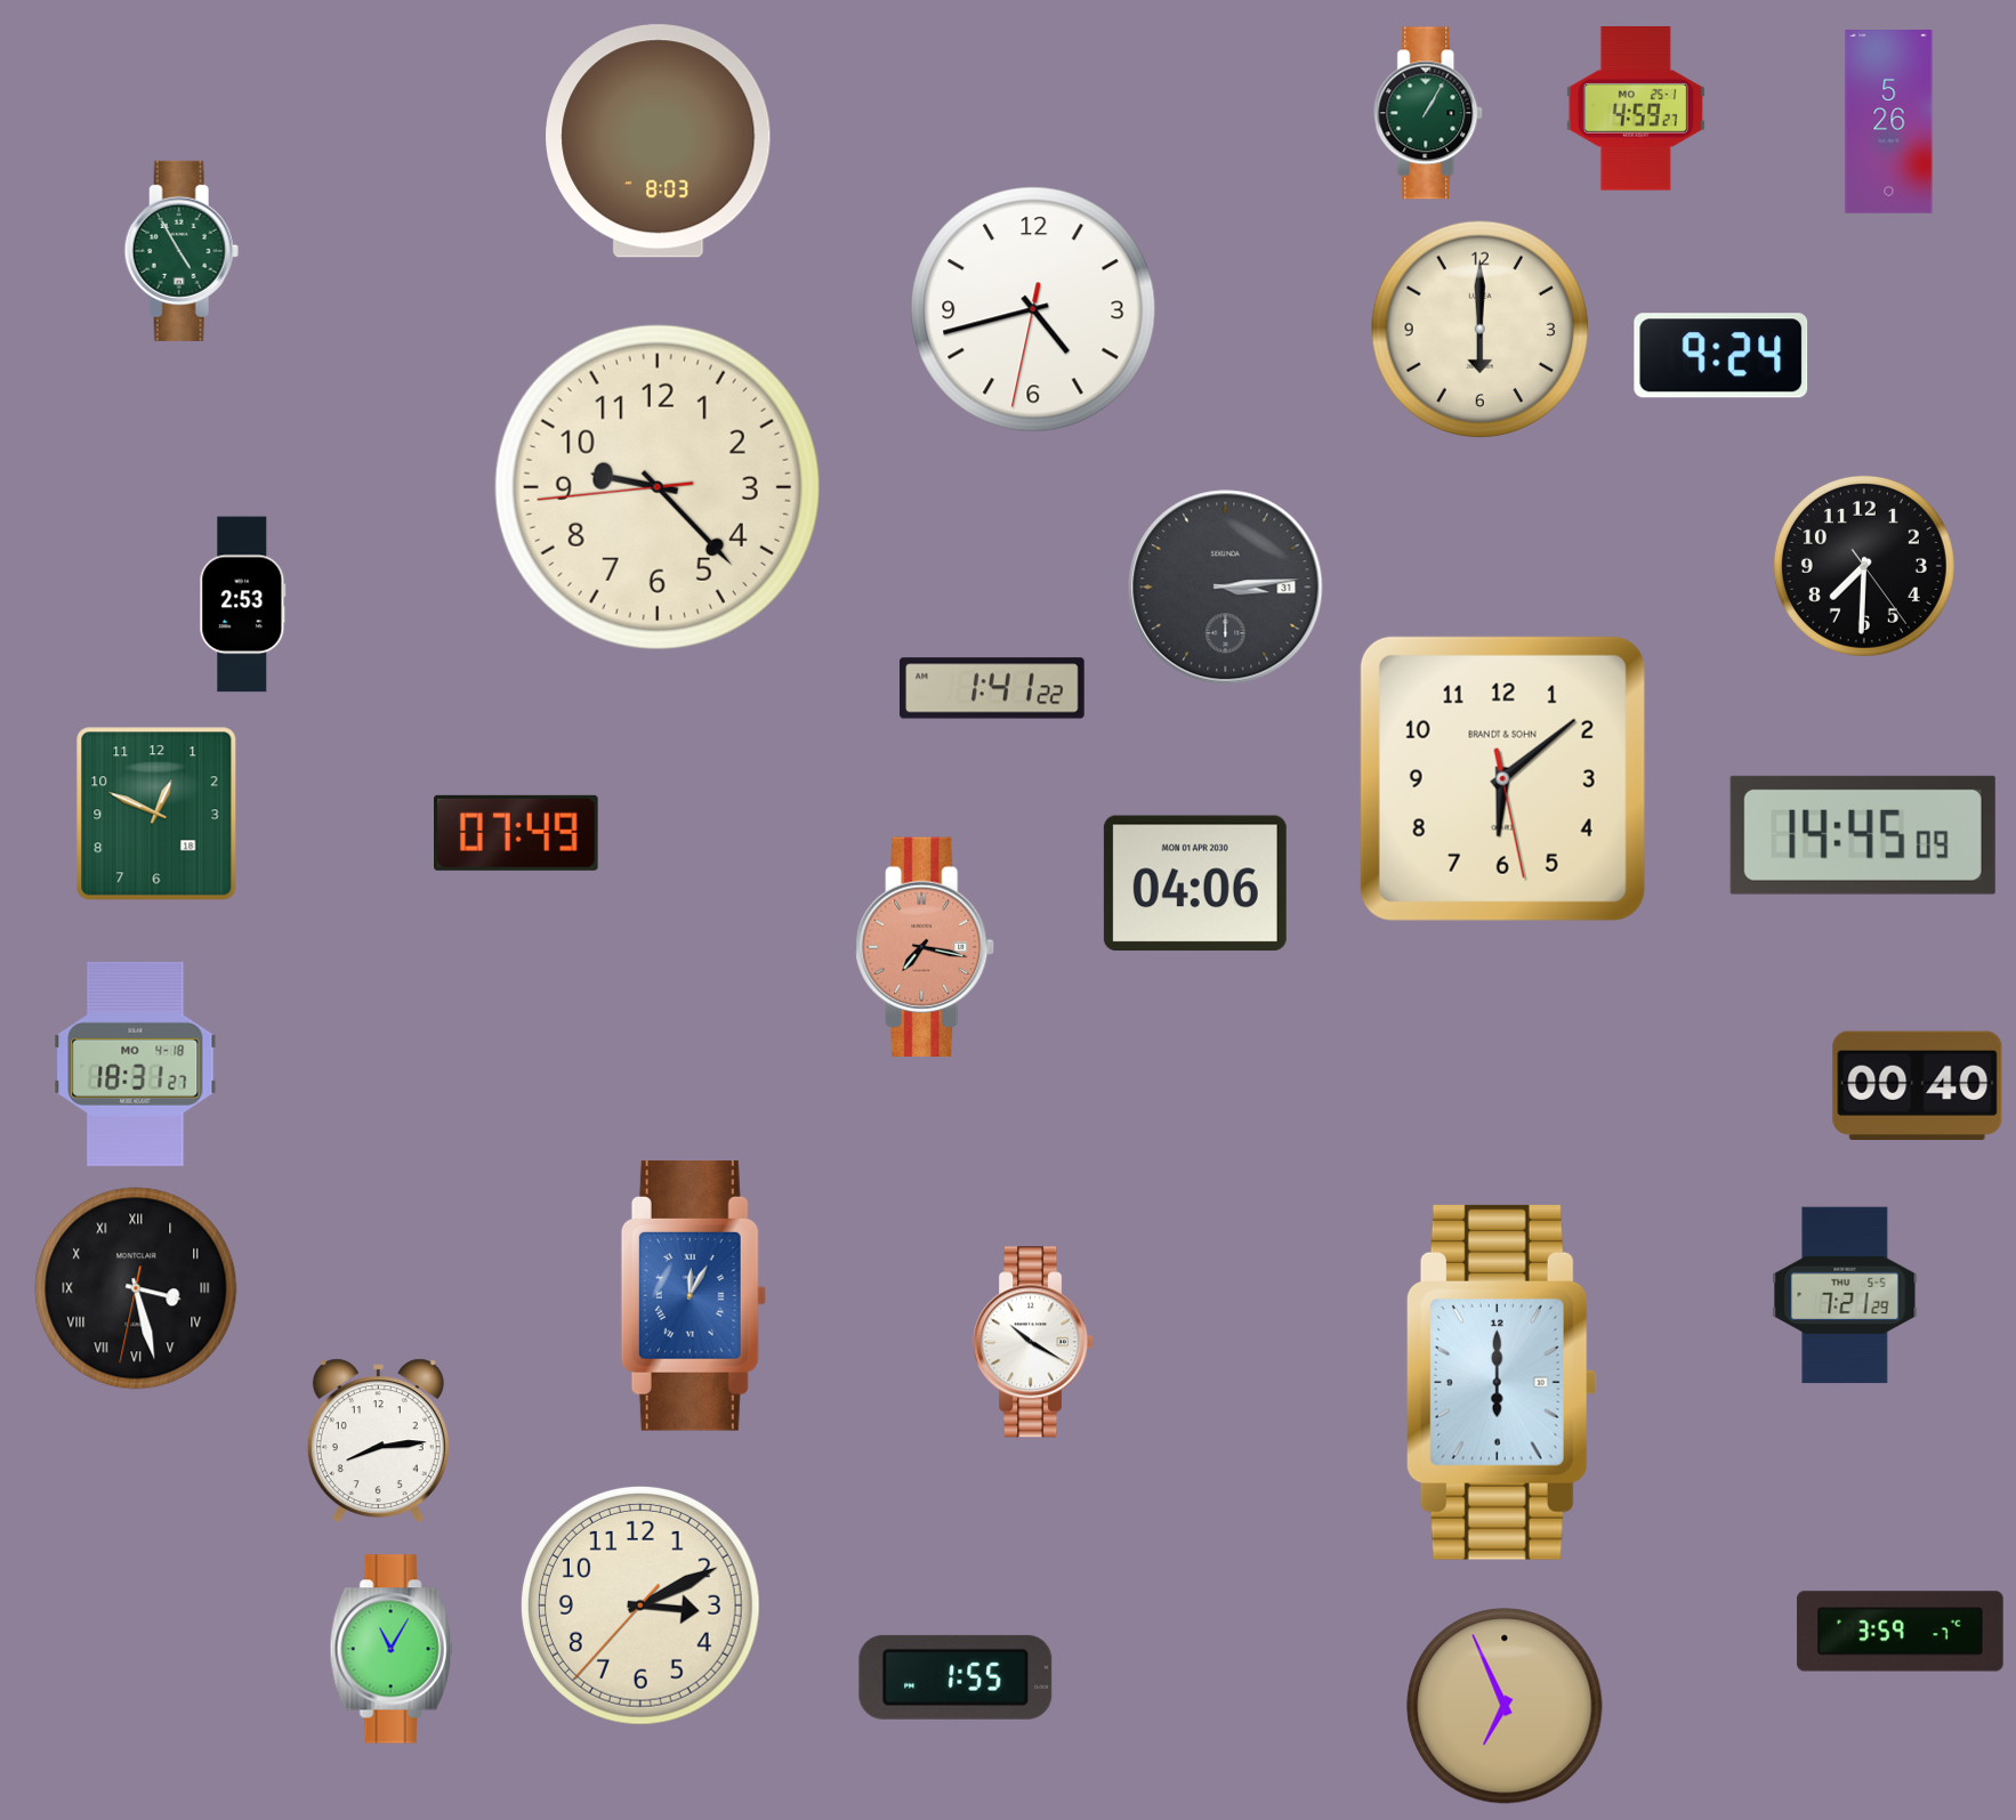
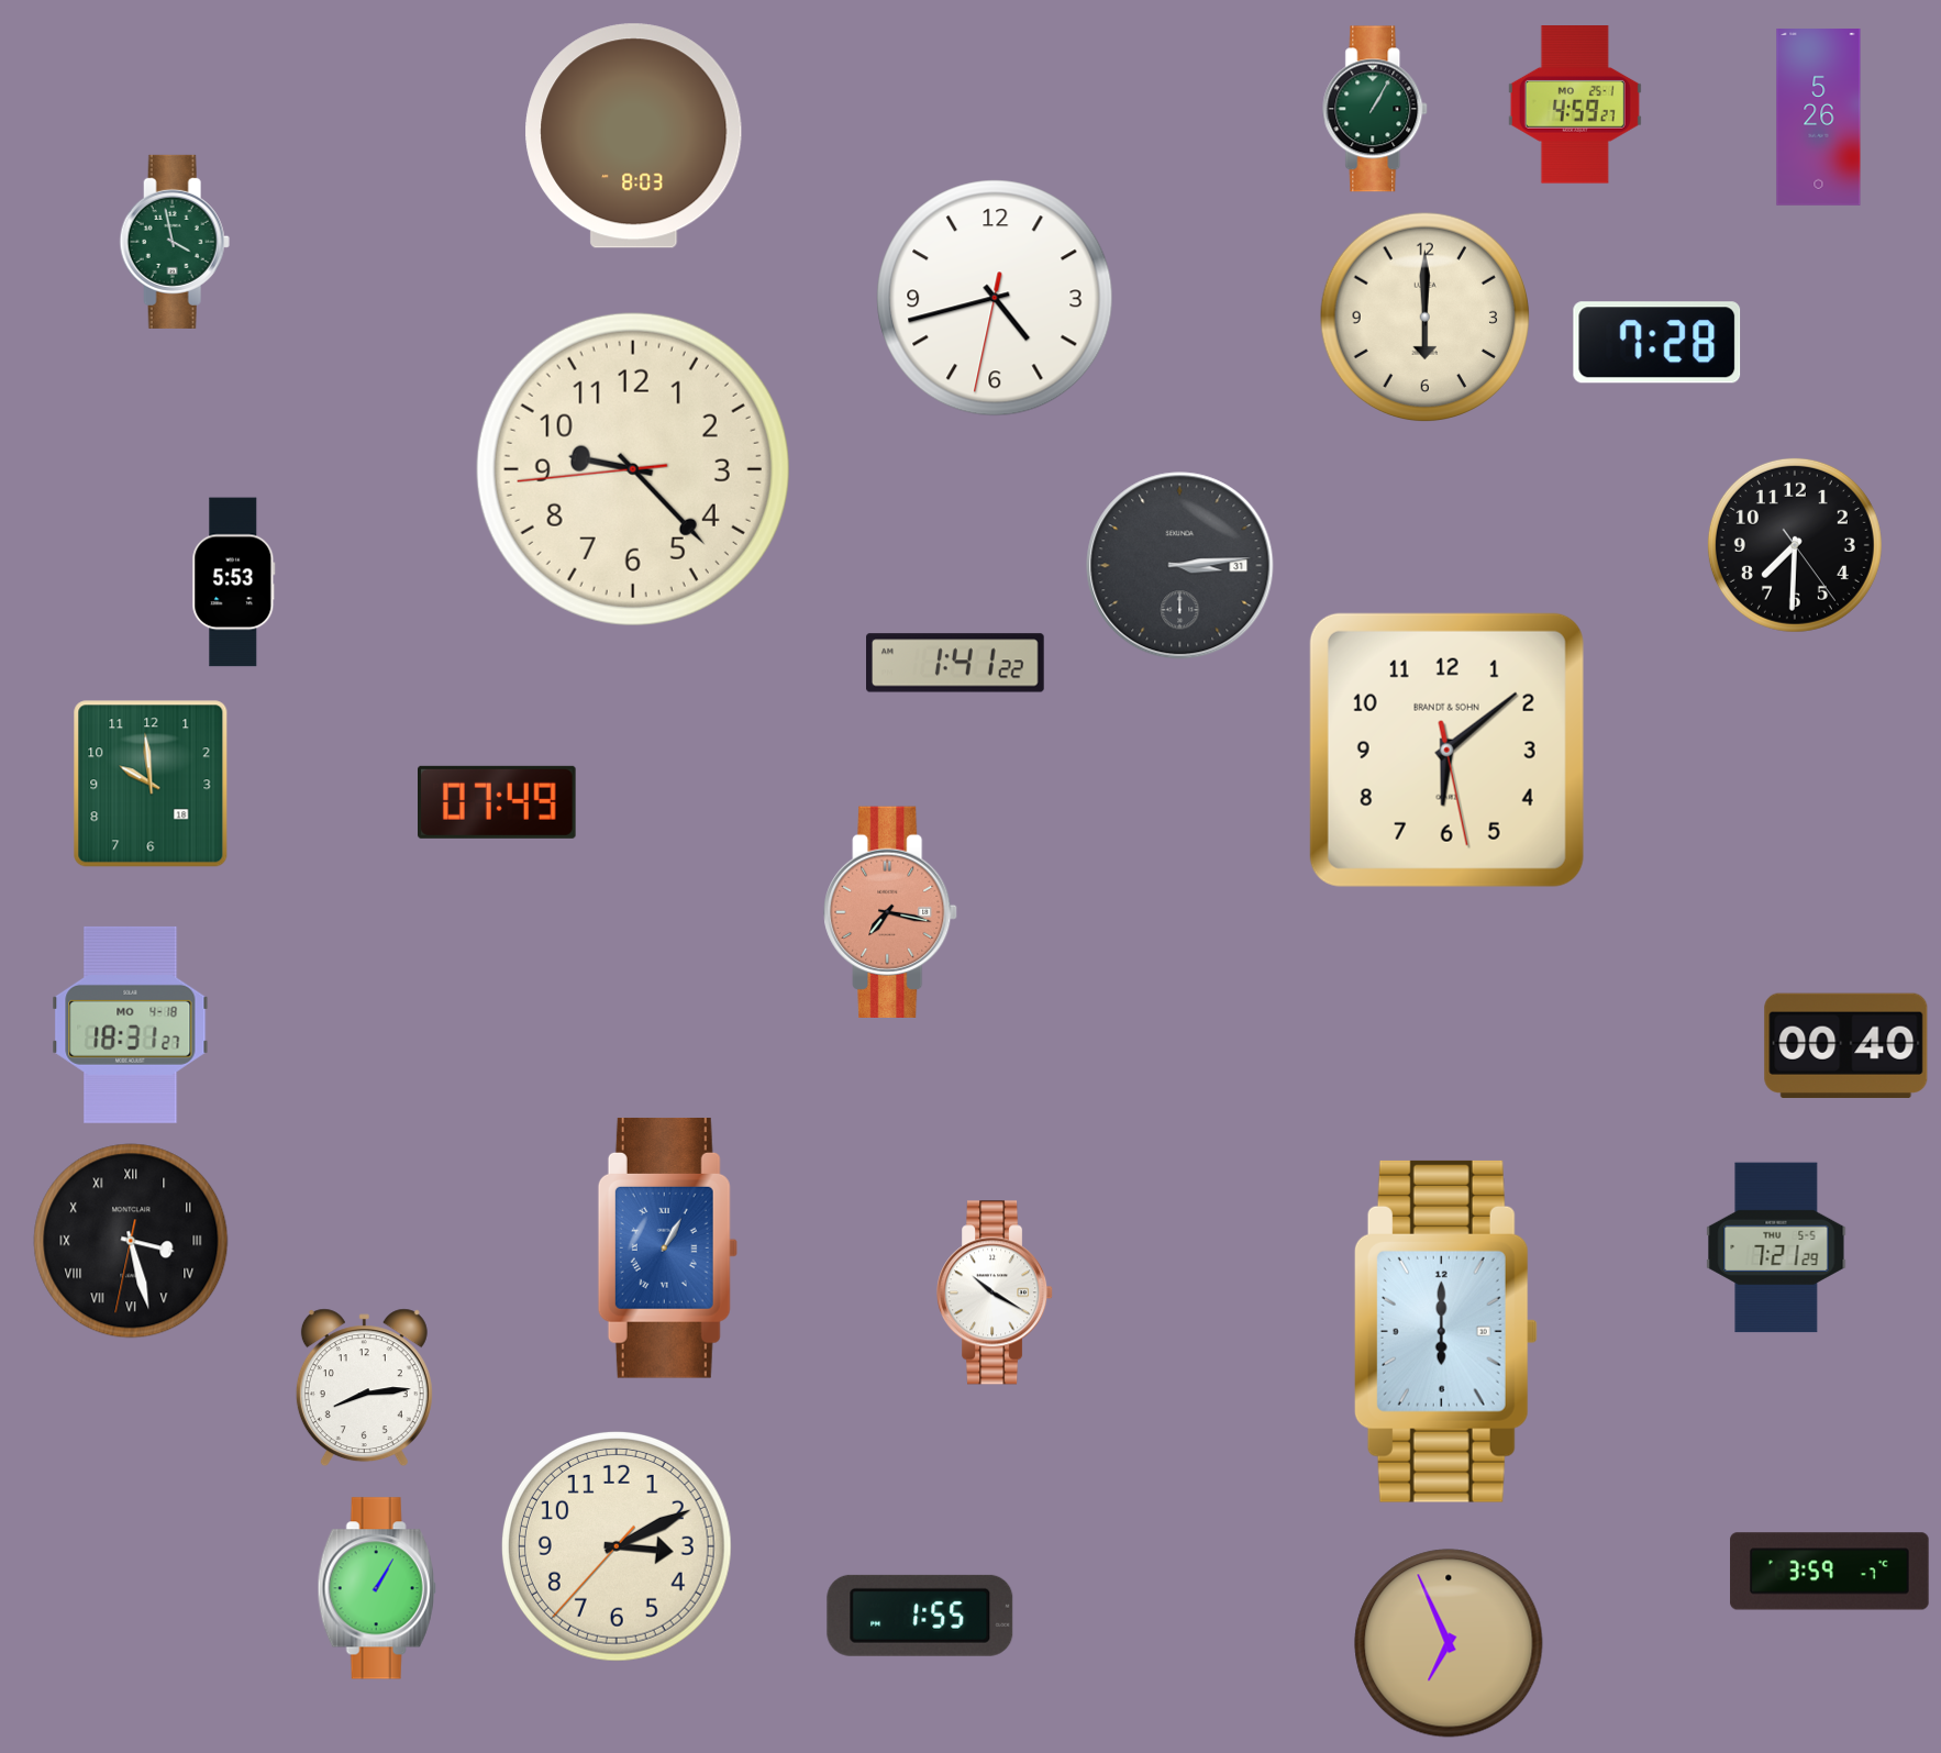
clock at (182, 251): 4:55 -> 3:58
clock at (1721, 356): 9:24 -> 7:28
clock at (243, 605): 2:53 -> 5:53
clock at (156, 814): 12:49 -> 9:59
clock at (1863, 835): 14:45 -> none
clock at (1195, 883): 04:06 -> none
clock at (693, 1295): 12:05 -> 1:05
clock at (392, 1649): 11:05 -> 1:05
